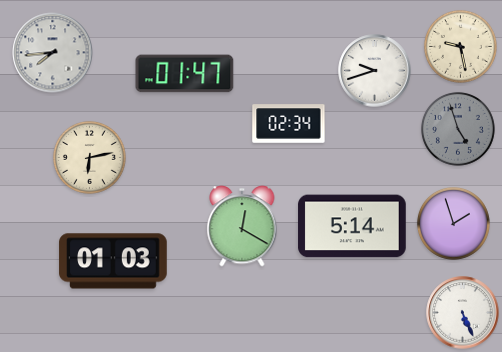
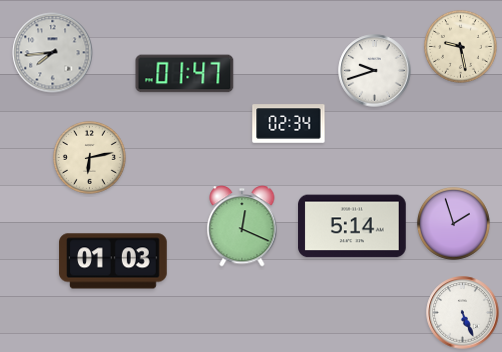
clock at (458, 129): 4:57 -> none
clock at (242, 226): 12:20 -> 12:19
